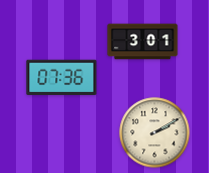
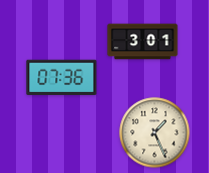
clock at (155, 133): 2:10 -> 1:26
